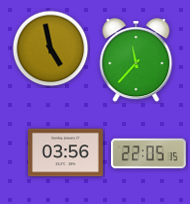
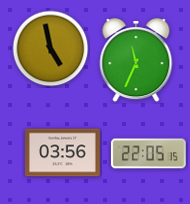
clock at (136, 61): 11:37 -> 11:34
clock at (66, 153) position: (66, 153) -> (63, 153)
